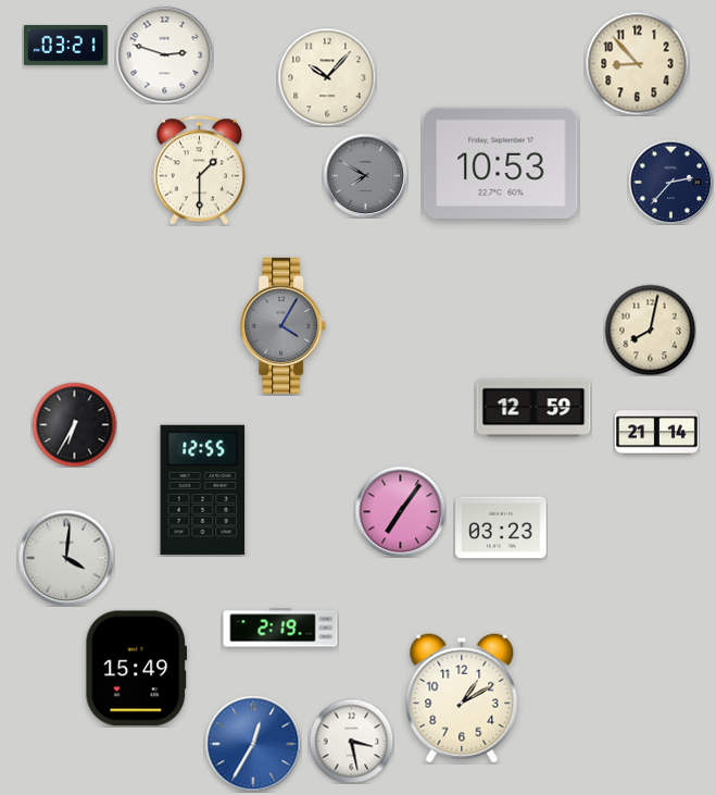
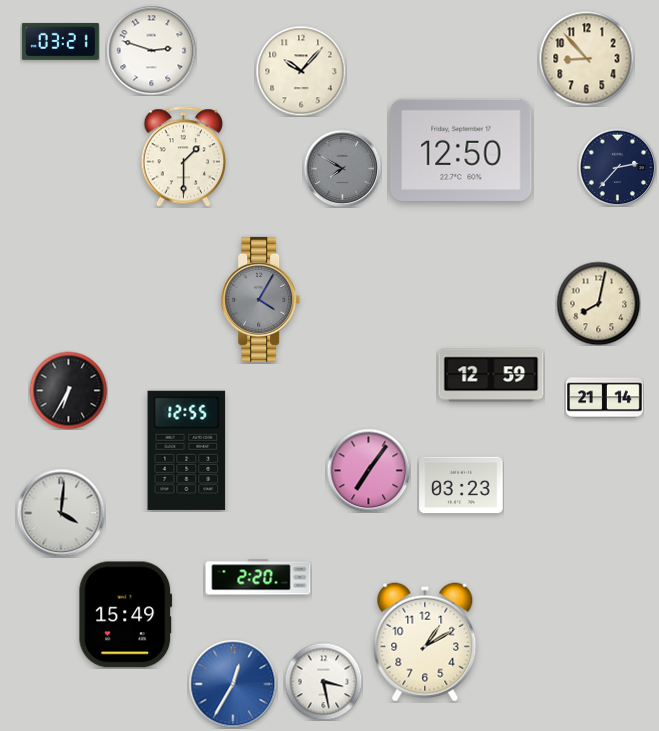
clock at (501, 163): 10:53 -> 12:50
clock at (365, 175) position: (365, 175) -> (342, 168)
clock at (280, 628): 2:19 -> 2:20
